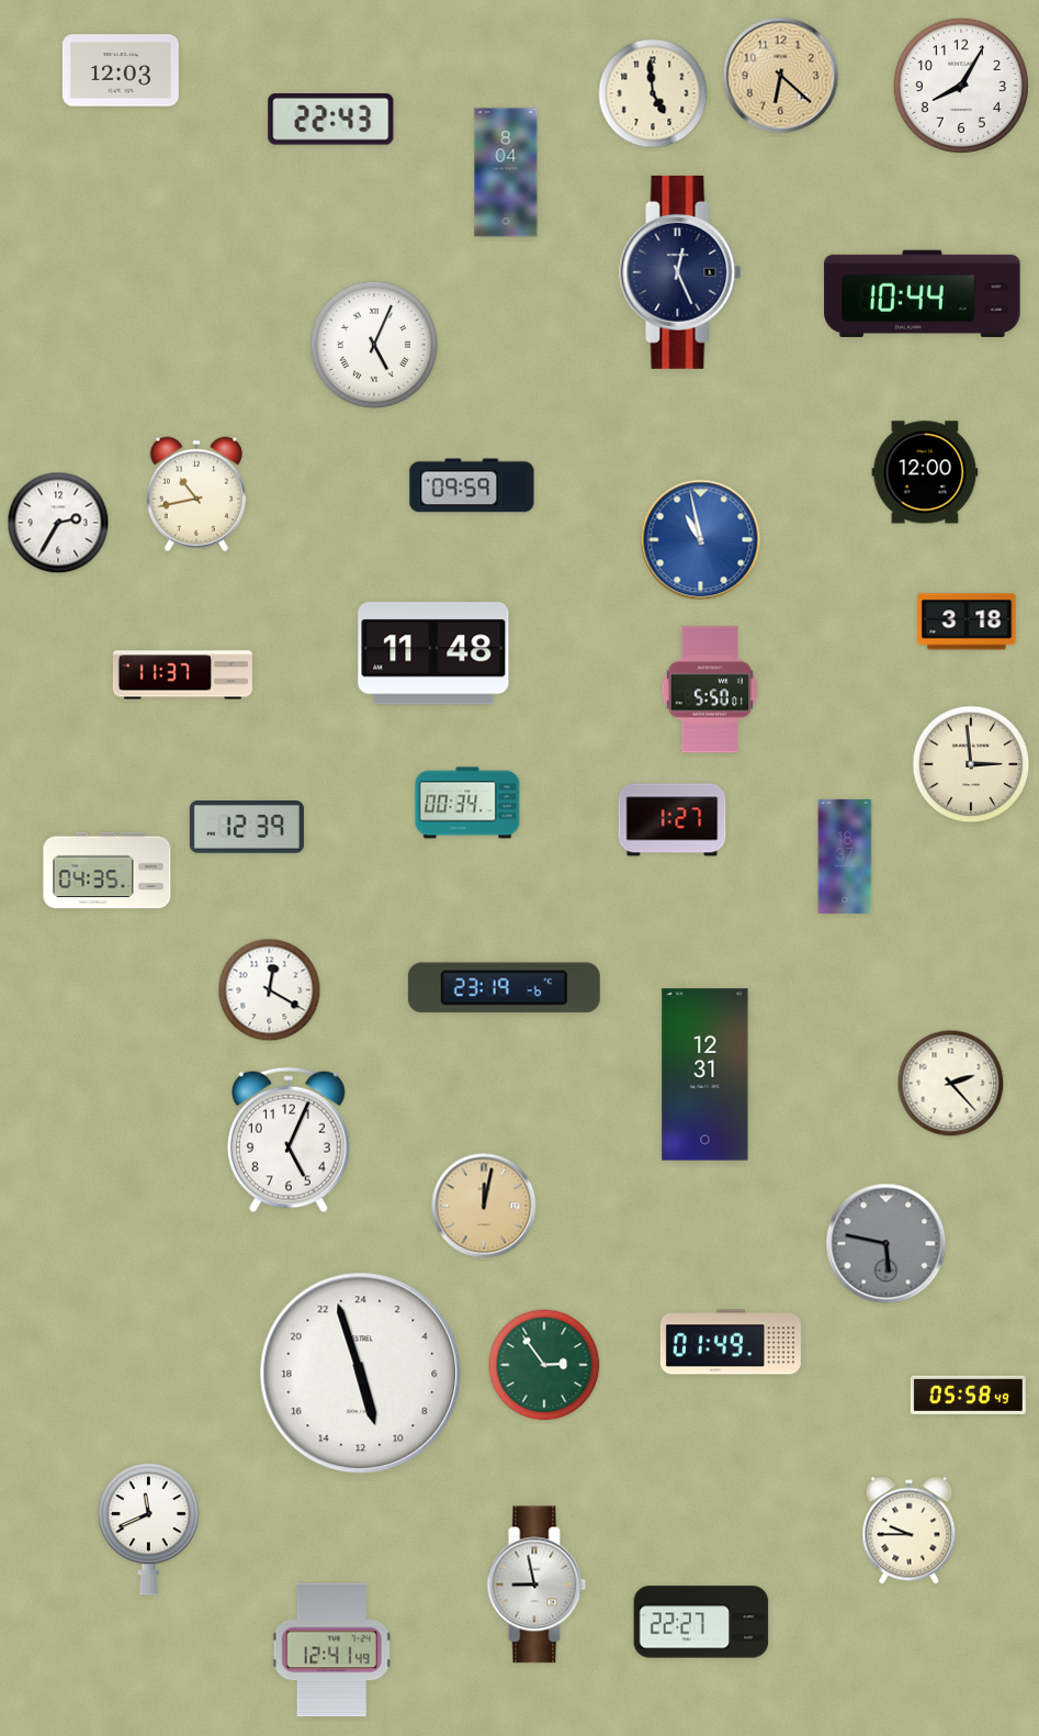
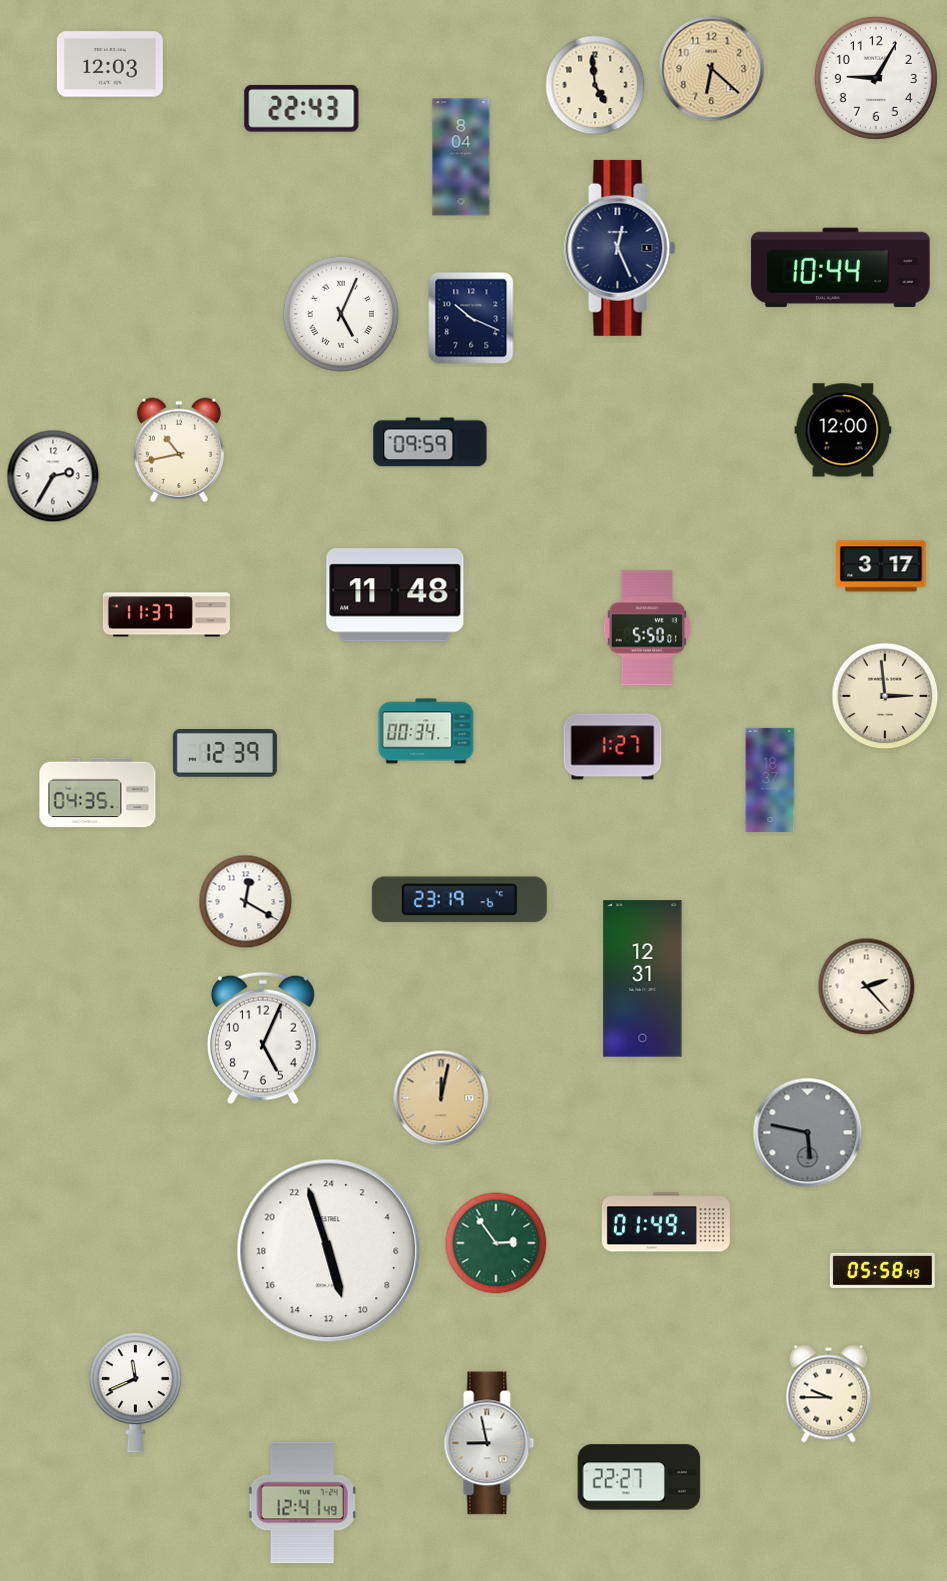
clock at (961, 86): 8:05 -> 9:05
clock at (471, 318): none -> 10:19
clock at (701, 540): 10:58 -> none
clock at (967, 621): 3:18 -> 3:17
